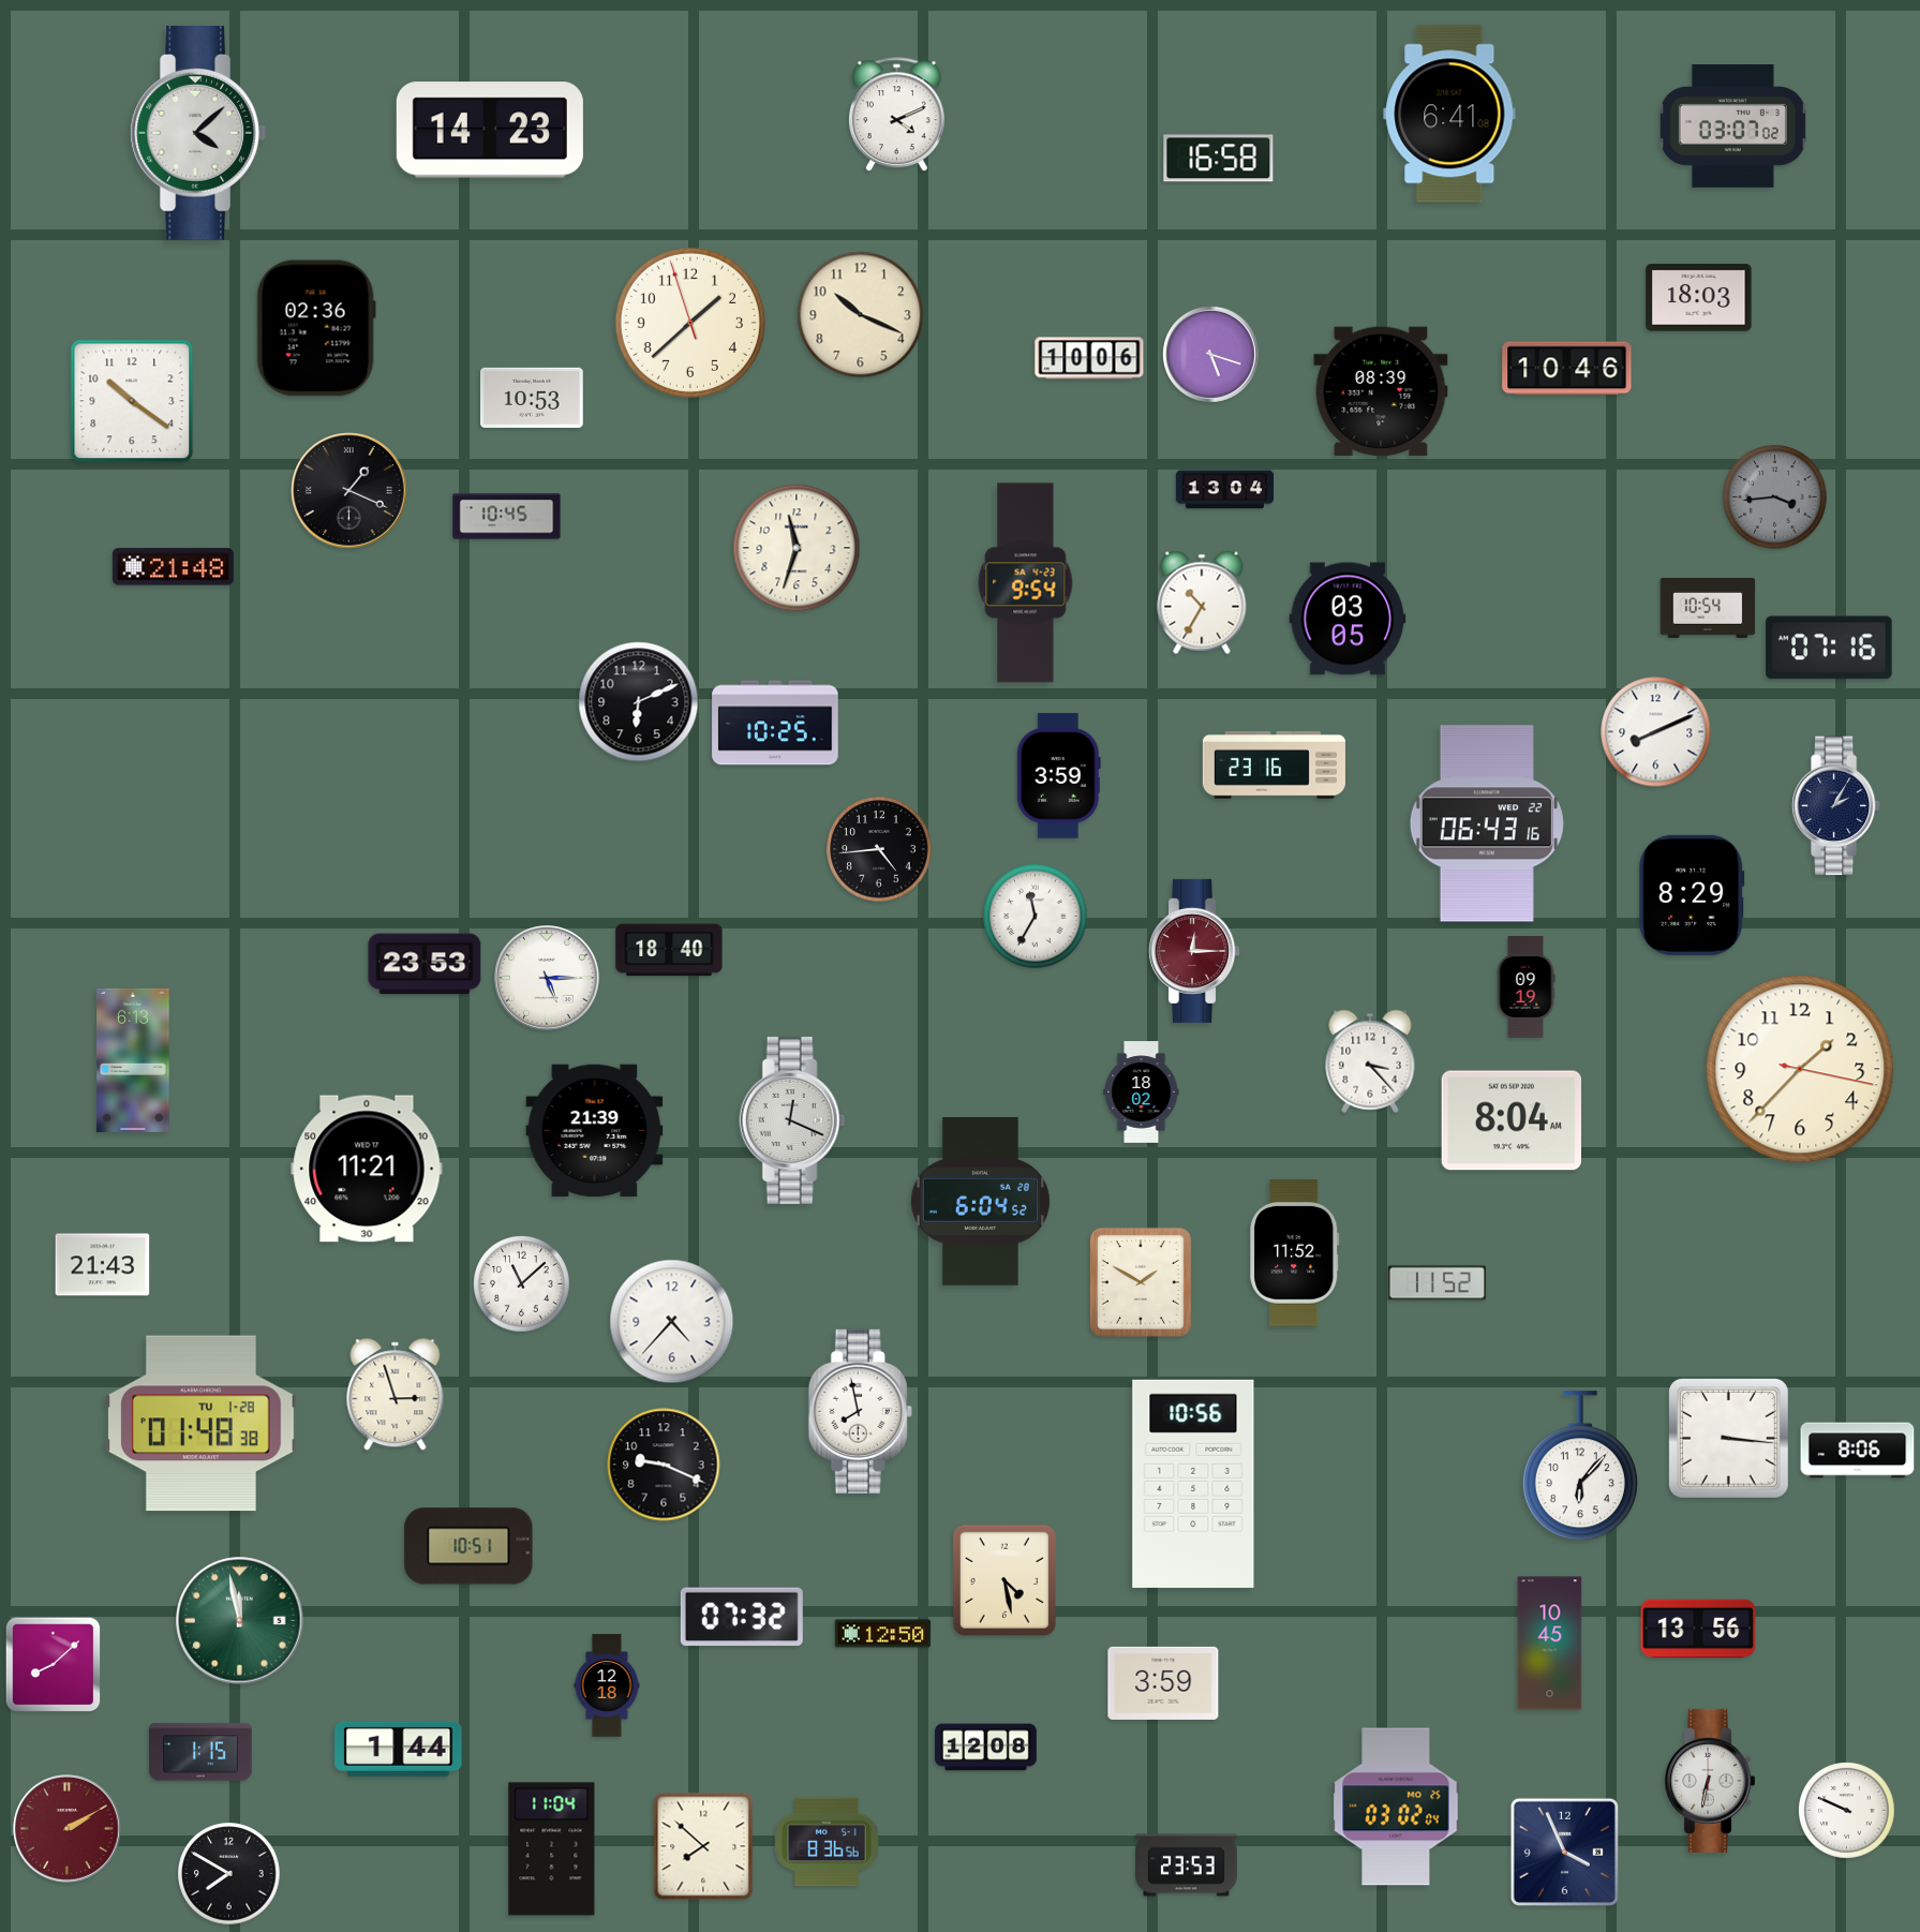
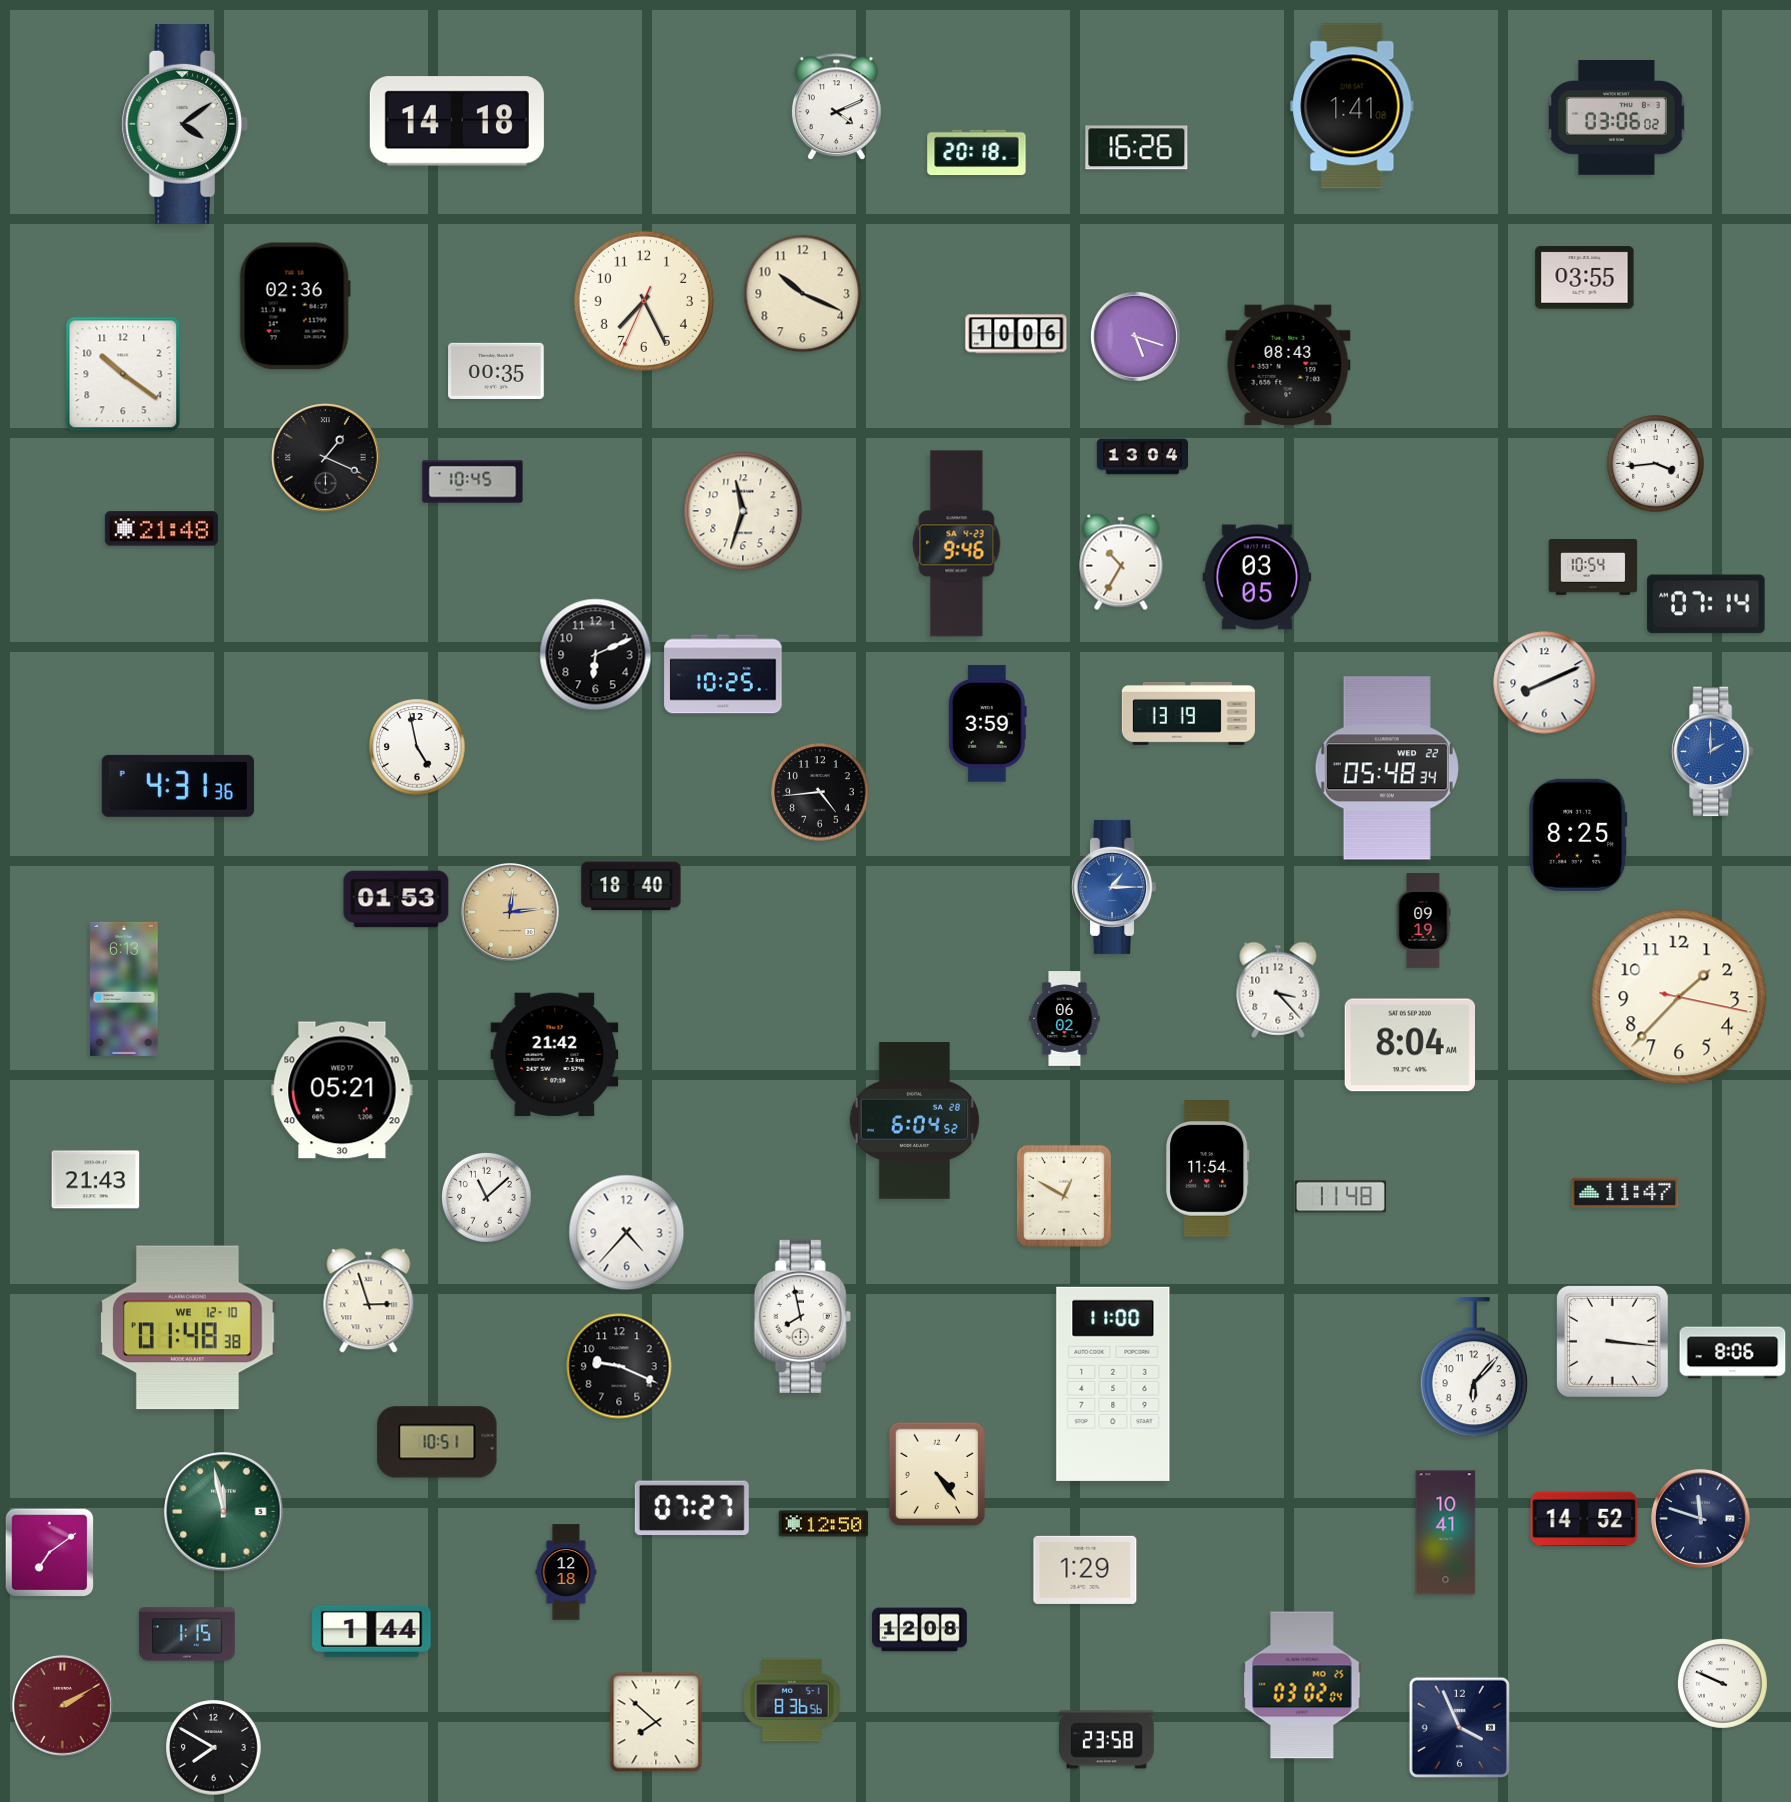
clock at (1449, 114): 6:41 -> 1:41
clock at (1732, 127): 03:07 -> 03:06
clock at (490, 130): 14:23 -> 14:18
clock at (198, 134): 4:08 -> 4:09
clock at (1219, 159): 16:58 -> 16:26
clock at (977, 153): none -> 20:18
clock at (1699, 298): 18:03 -> 03:55
clock at (690, 323): 1:37 -> 7:25
clock at (1210, 354) position: (1210, 354) -> (1135, 336)
clock at (1567, 369): 10:46 -> none
clock at (1381, 391): 08:39 -> 08:43
clock at (532, 398): 10:53 -> 00:35
clock at (1775, 497) dial: grey -> white
clock at (1026, 583): 9:54 -> 9:46
clock at (1829, 648): 07:16 -> 07:14
clock at (1274, 764): 23:16 -> 13:19
clock at (417, 747): none -> 4:58
clock at (1835, 806): 2:05 -> 2:00
clock at (1835, 806) dial: navy -> blue
clock at (1487, 823): 06:43 -> 05:48
clock at (178, 786): none -> 4:31
clock at (1692, 895): 8:29 -> 8:25
clock at (1036, 917): 11:35 -> none
clock at (669, 950) position: (669, 950) -> (631, 886)
clock at (1194, 951): 12:15 -> 1:15
clock at (1194, 951) dial: burgundy -> blue
clock at (425, 964): 23:53 -> 01:53
clock at (548, 979): 5:15 -> 12:14
clock at (548, 979) dial: white -> champagne
clock at (1142, 1093): 18:02 -> 06:02
clock at (792, 1120): 12:19 -> none
clock at (595, 1131): 21:39 -> 21:42
clock at (367, 1169): 11:21 -> 05:21
clock at (1295, 1253): 11:52 -> 11:54
clock at (1625, 1193): none -> 11:47
clock at (1141, 1282): 1:50 -> 12:50
clock at (1437, 1283): 11:52 -> 11:48
clock at (202, 1424) date: TU 1-28 -> WE 12-10
clock at (1193, 1484): 10:56 -> 11:00
clock at (1004, 1580): 4:28 -> 4:24
clock at (742, 1617): 07:32 -> 07:27
clock at (1698, 1629): 13:56 -> 14:52
clock at (1701, 1519): none -> 11:48
clock at (1550, 1644): 10:45 -> 10:41
clock at (54, 1665): 8:08 -> 7:09
clock at (1163, 1683): 3:59 -> 1:29
clock at (1710, 1781): 6:32 -> none
clock at (1846, 1810) position: (1846, 1810) -> (1722, 1683)
clock at (827, 1842) position: (827, 1842) -> (792, 1700)
clock at (552, 1849): 11:04 -> none
clock at (1187, 1866): 23:53 -> 23:58
